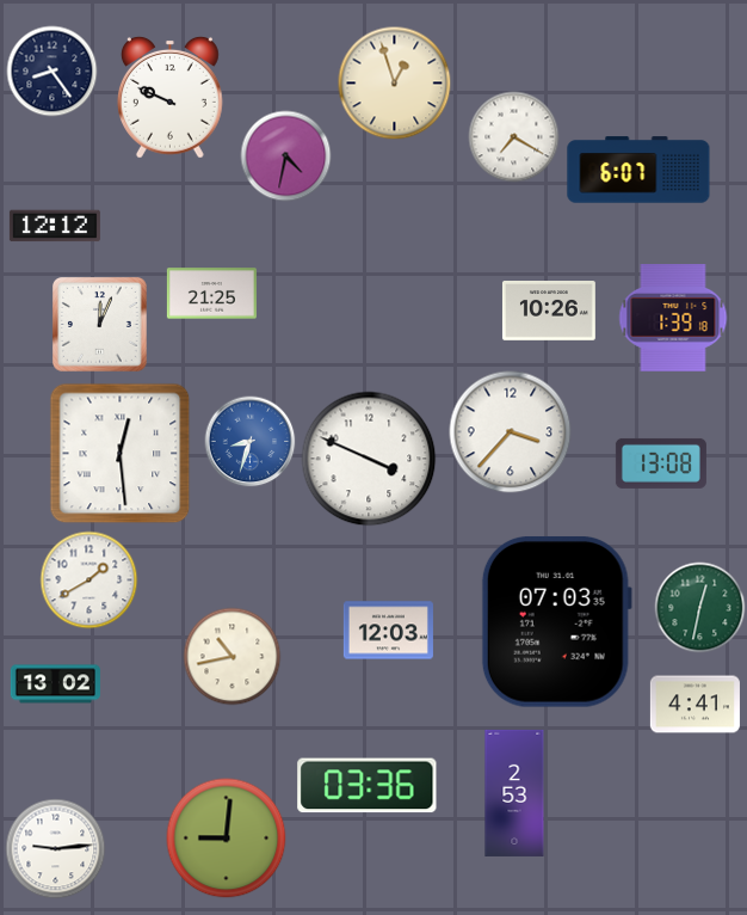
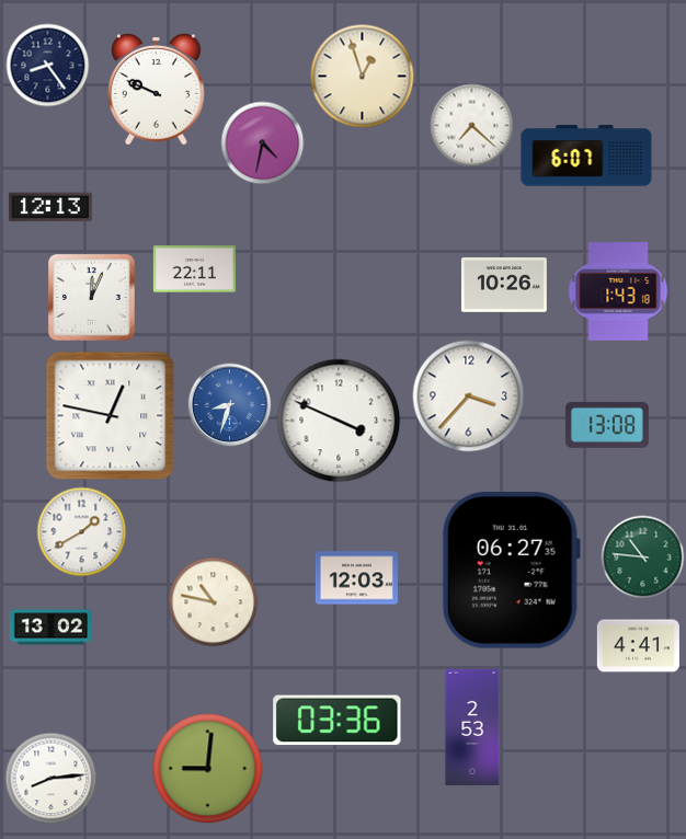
clock at (514, 137): 7:20 -> 7:22
clock at (55, 226): 12:12 -> 12:13
clock at (211, 294): 21:25 -> 22:11
clock at (673, 319): 1:39 -> 1:43
clock at (121, 454): 12:29 -> 12:47
clock at (700, 608): 12:32 -> 10:46
clock at (556, 621): 07:03 -> 06:27
clock at (233, 657): 10:43 -> 10:47
clock at (56, 849): 9:14 -> 8:14
